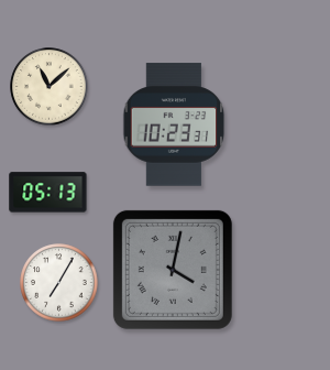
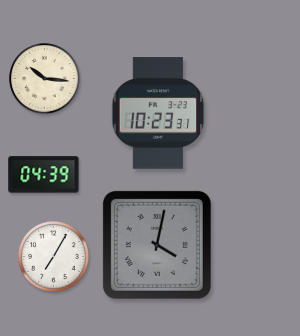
clock at (50, 87): 11:08 -> 10:16
clock at (48, 193): 05:13 -> 04:39
